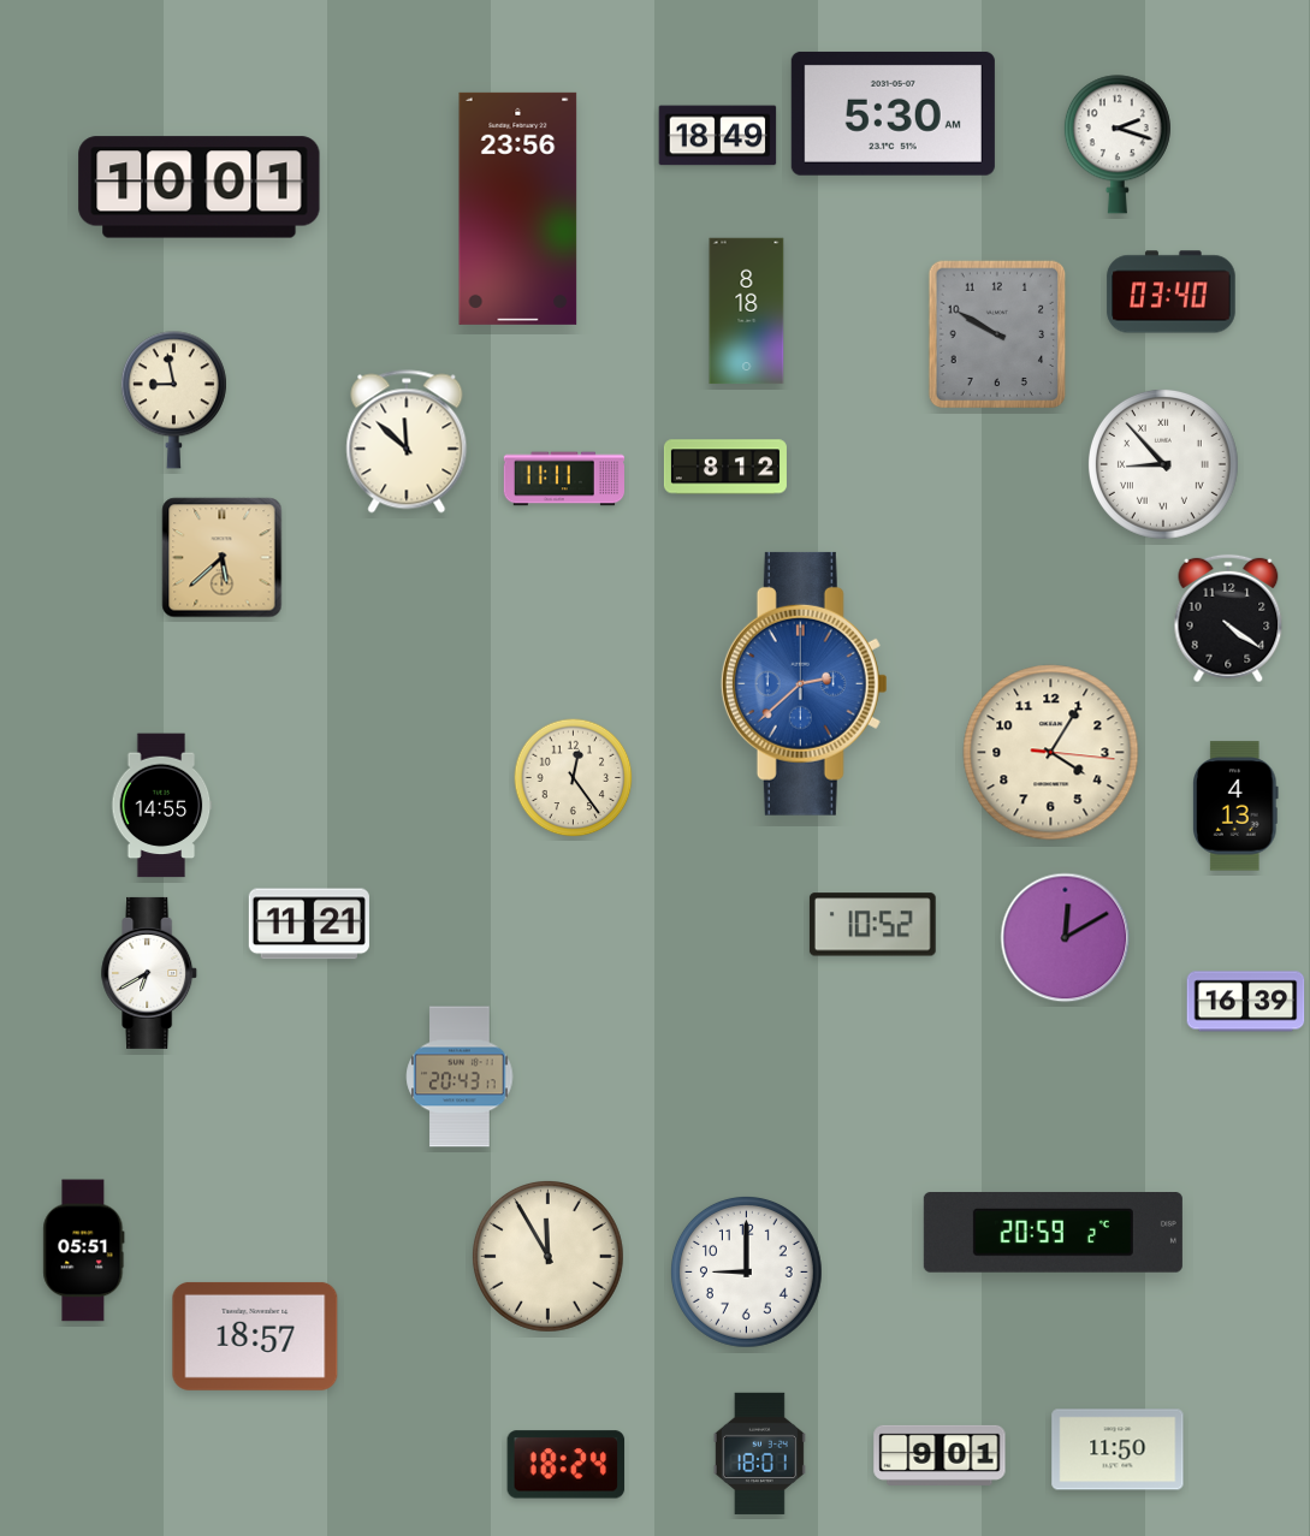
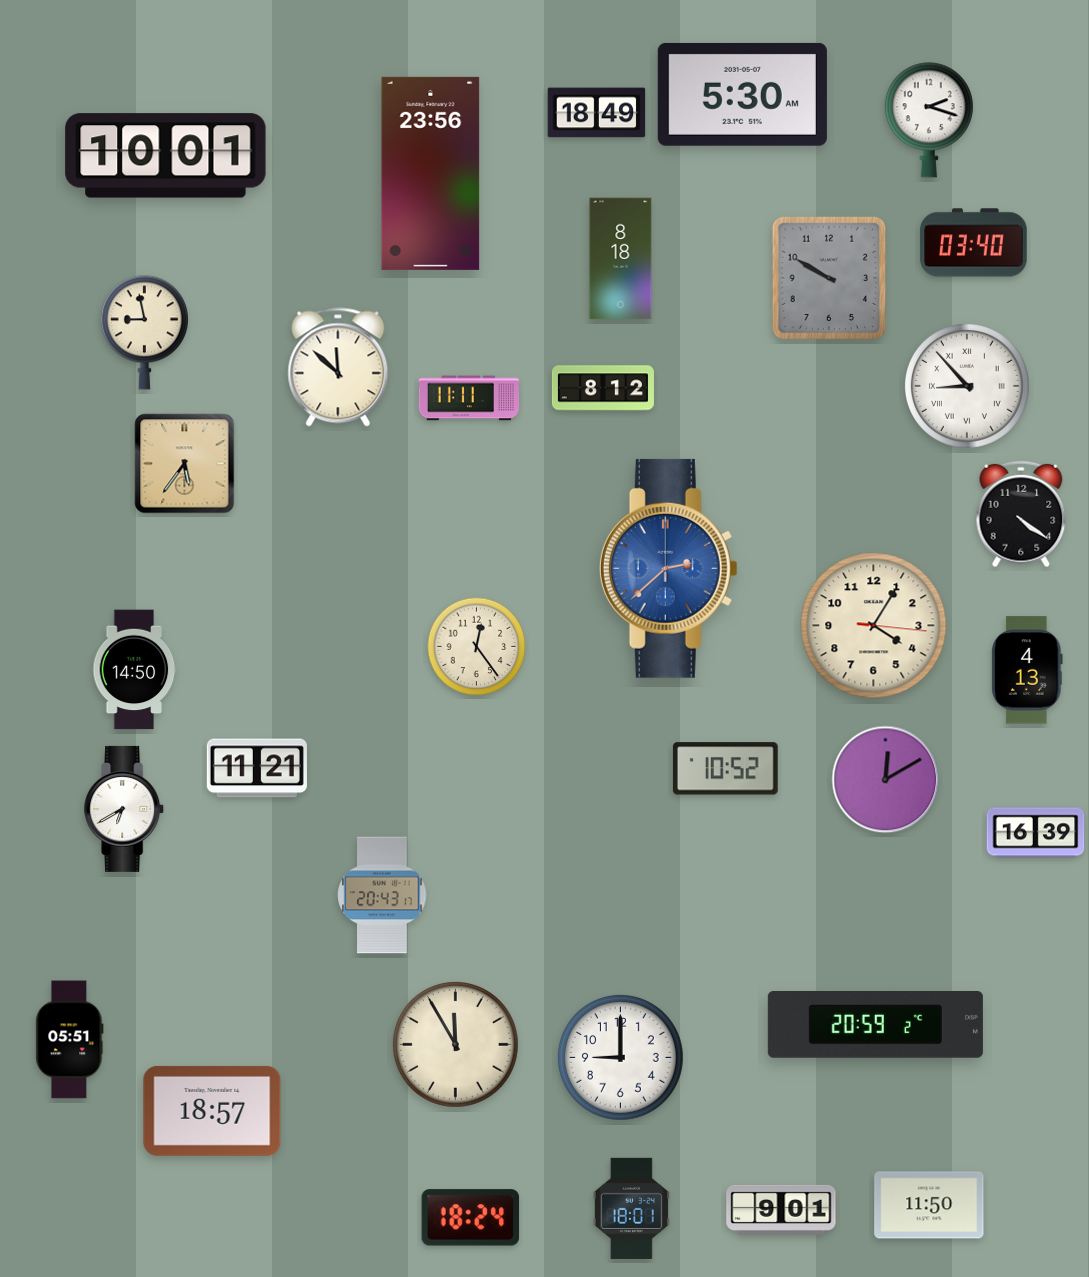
clock at (223, 558): 5:38 -> 5:36
clock at (162, 806): 14:55 -> 14:50
